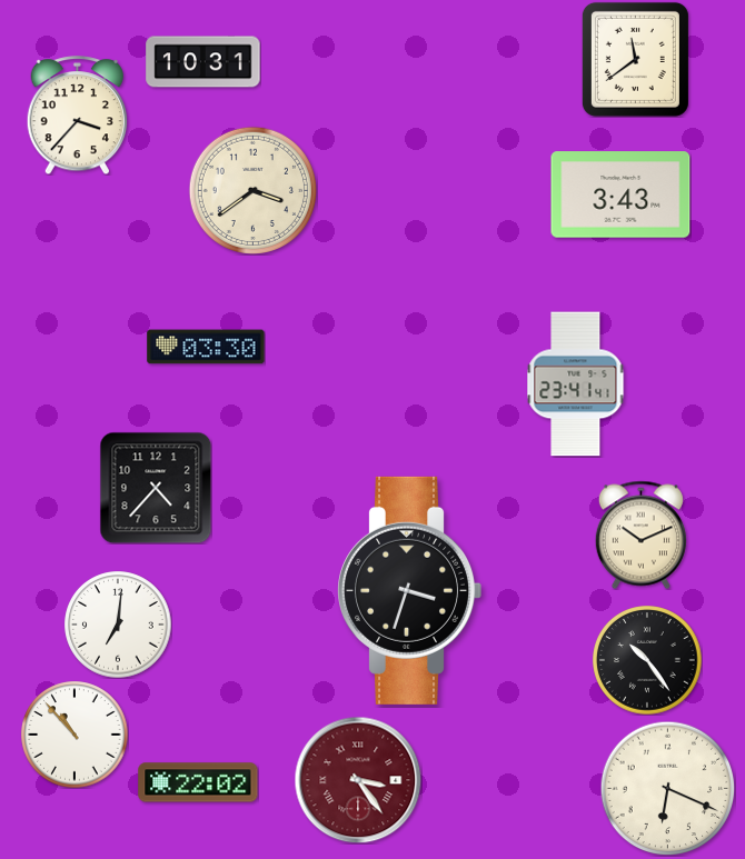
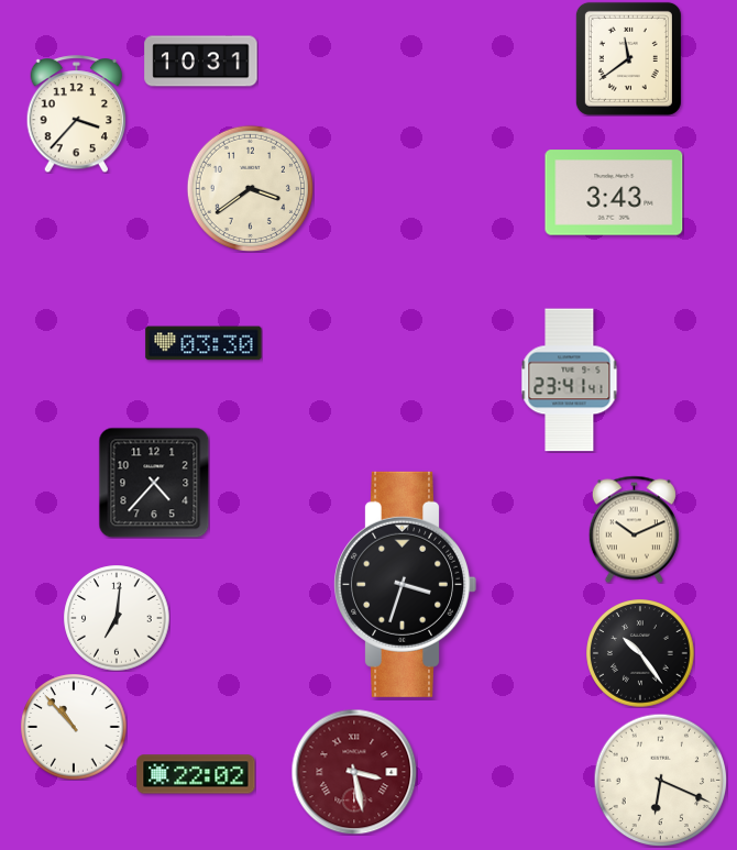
clock at (358, 780): 3:24 -> 3:28
